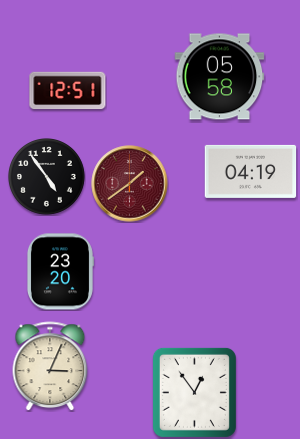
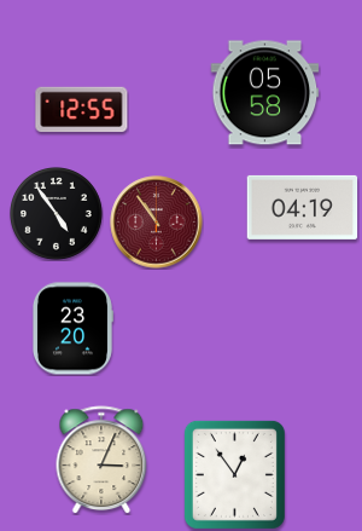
clock at (68, 91): 12:51 -> 12:55
clock at (130, 184): 1:39 -> 10:54
clock at (50, 366) position: (50, 366) -> (101, 460)
